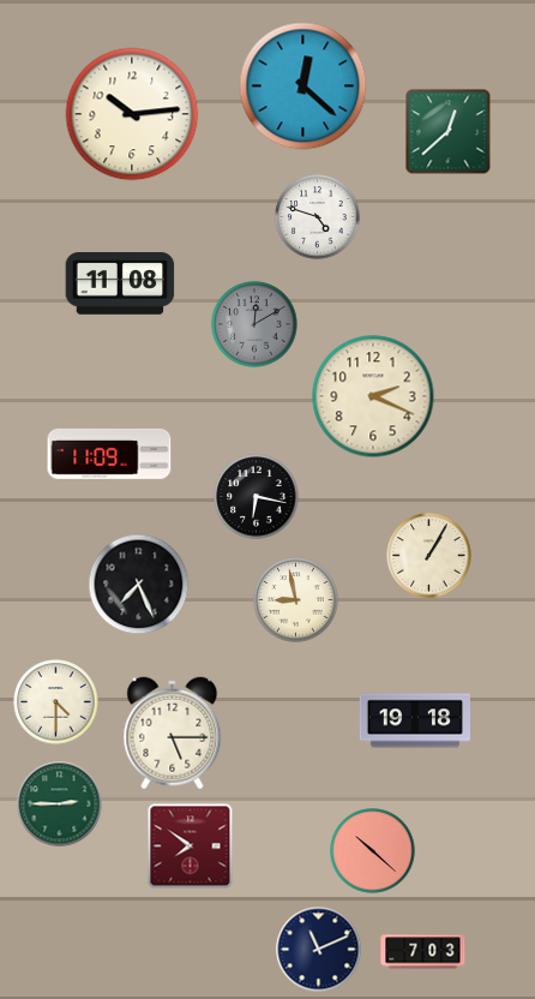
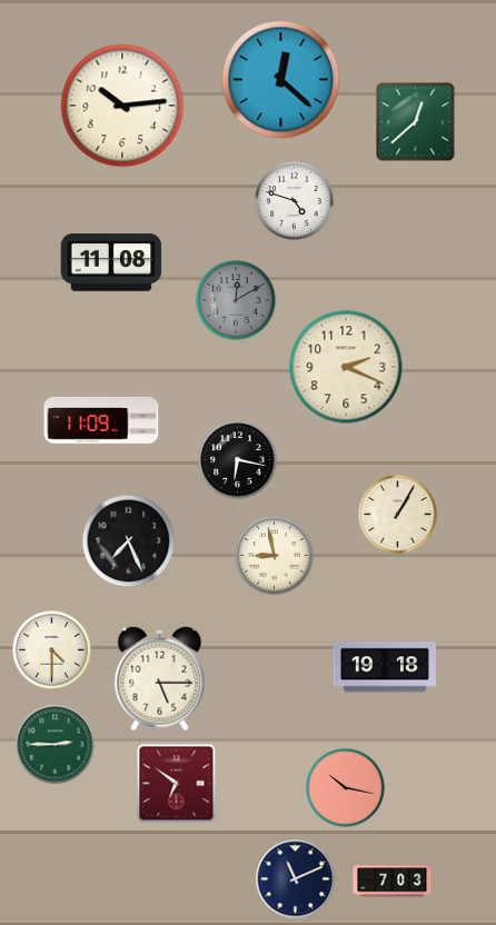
clock at (191, 847): 7:51 -> 6:51
clock at (373, 851): 10:22 -> 10:17
